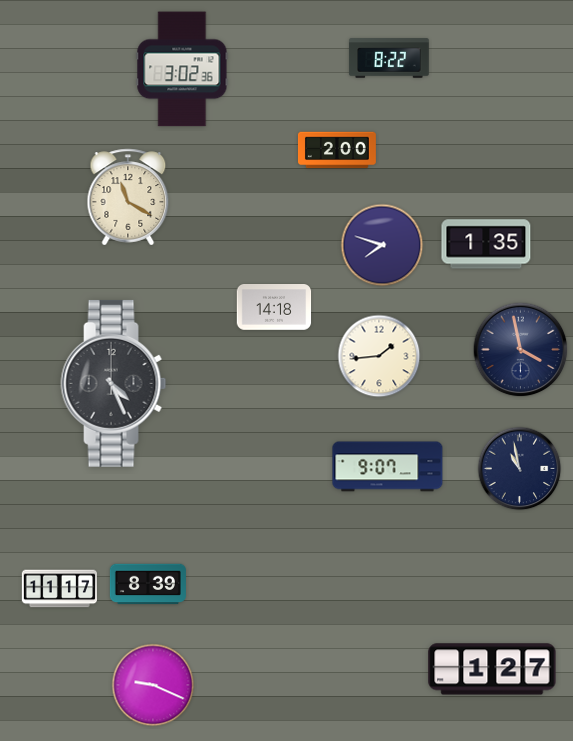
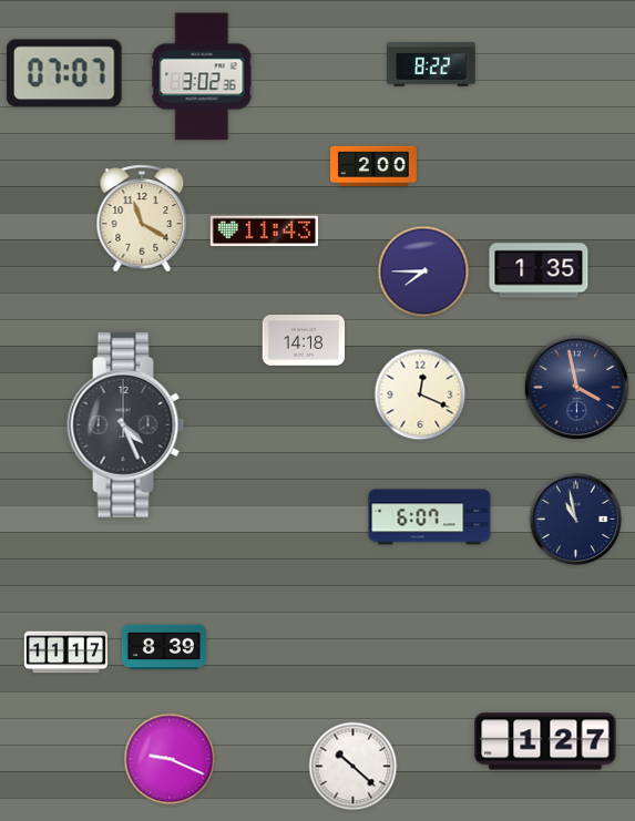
clock at (65, 73): none -> 07:07
clock at (264, 232): none -> 11:43
clock at (382, 245): 7:48 -> 7:45
clock at (379, 356): 1:44 -> 12:19
clock at (388, 467): 9:07 -> 6:07
clock at (354, 767): none -> 10:22
